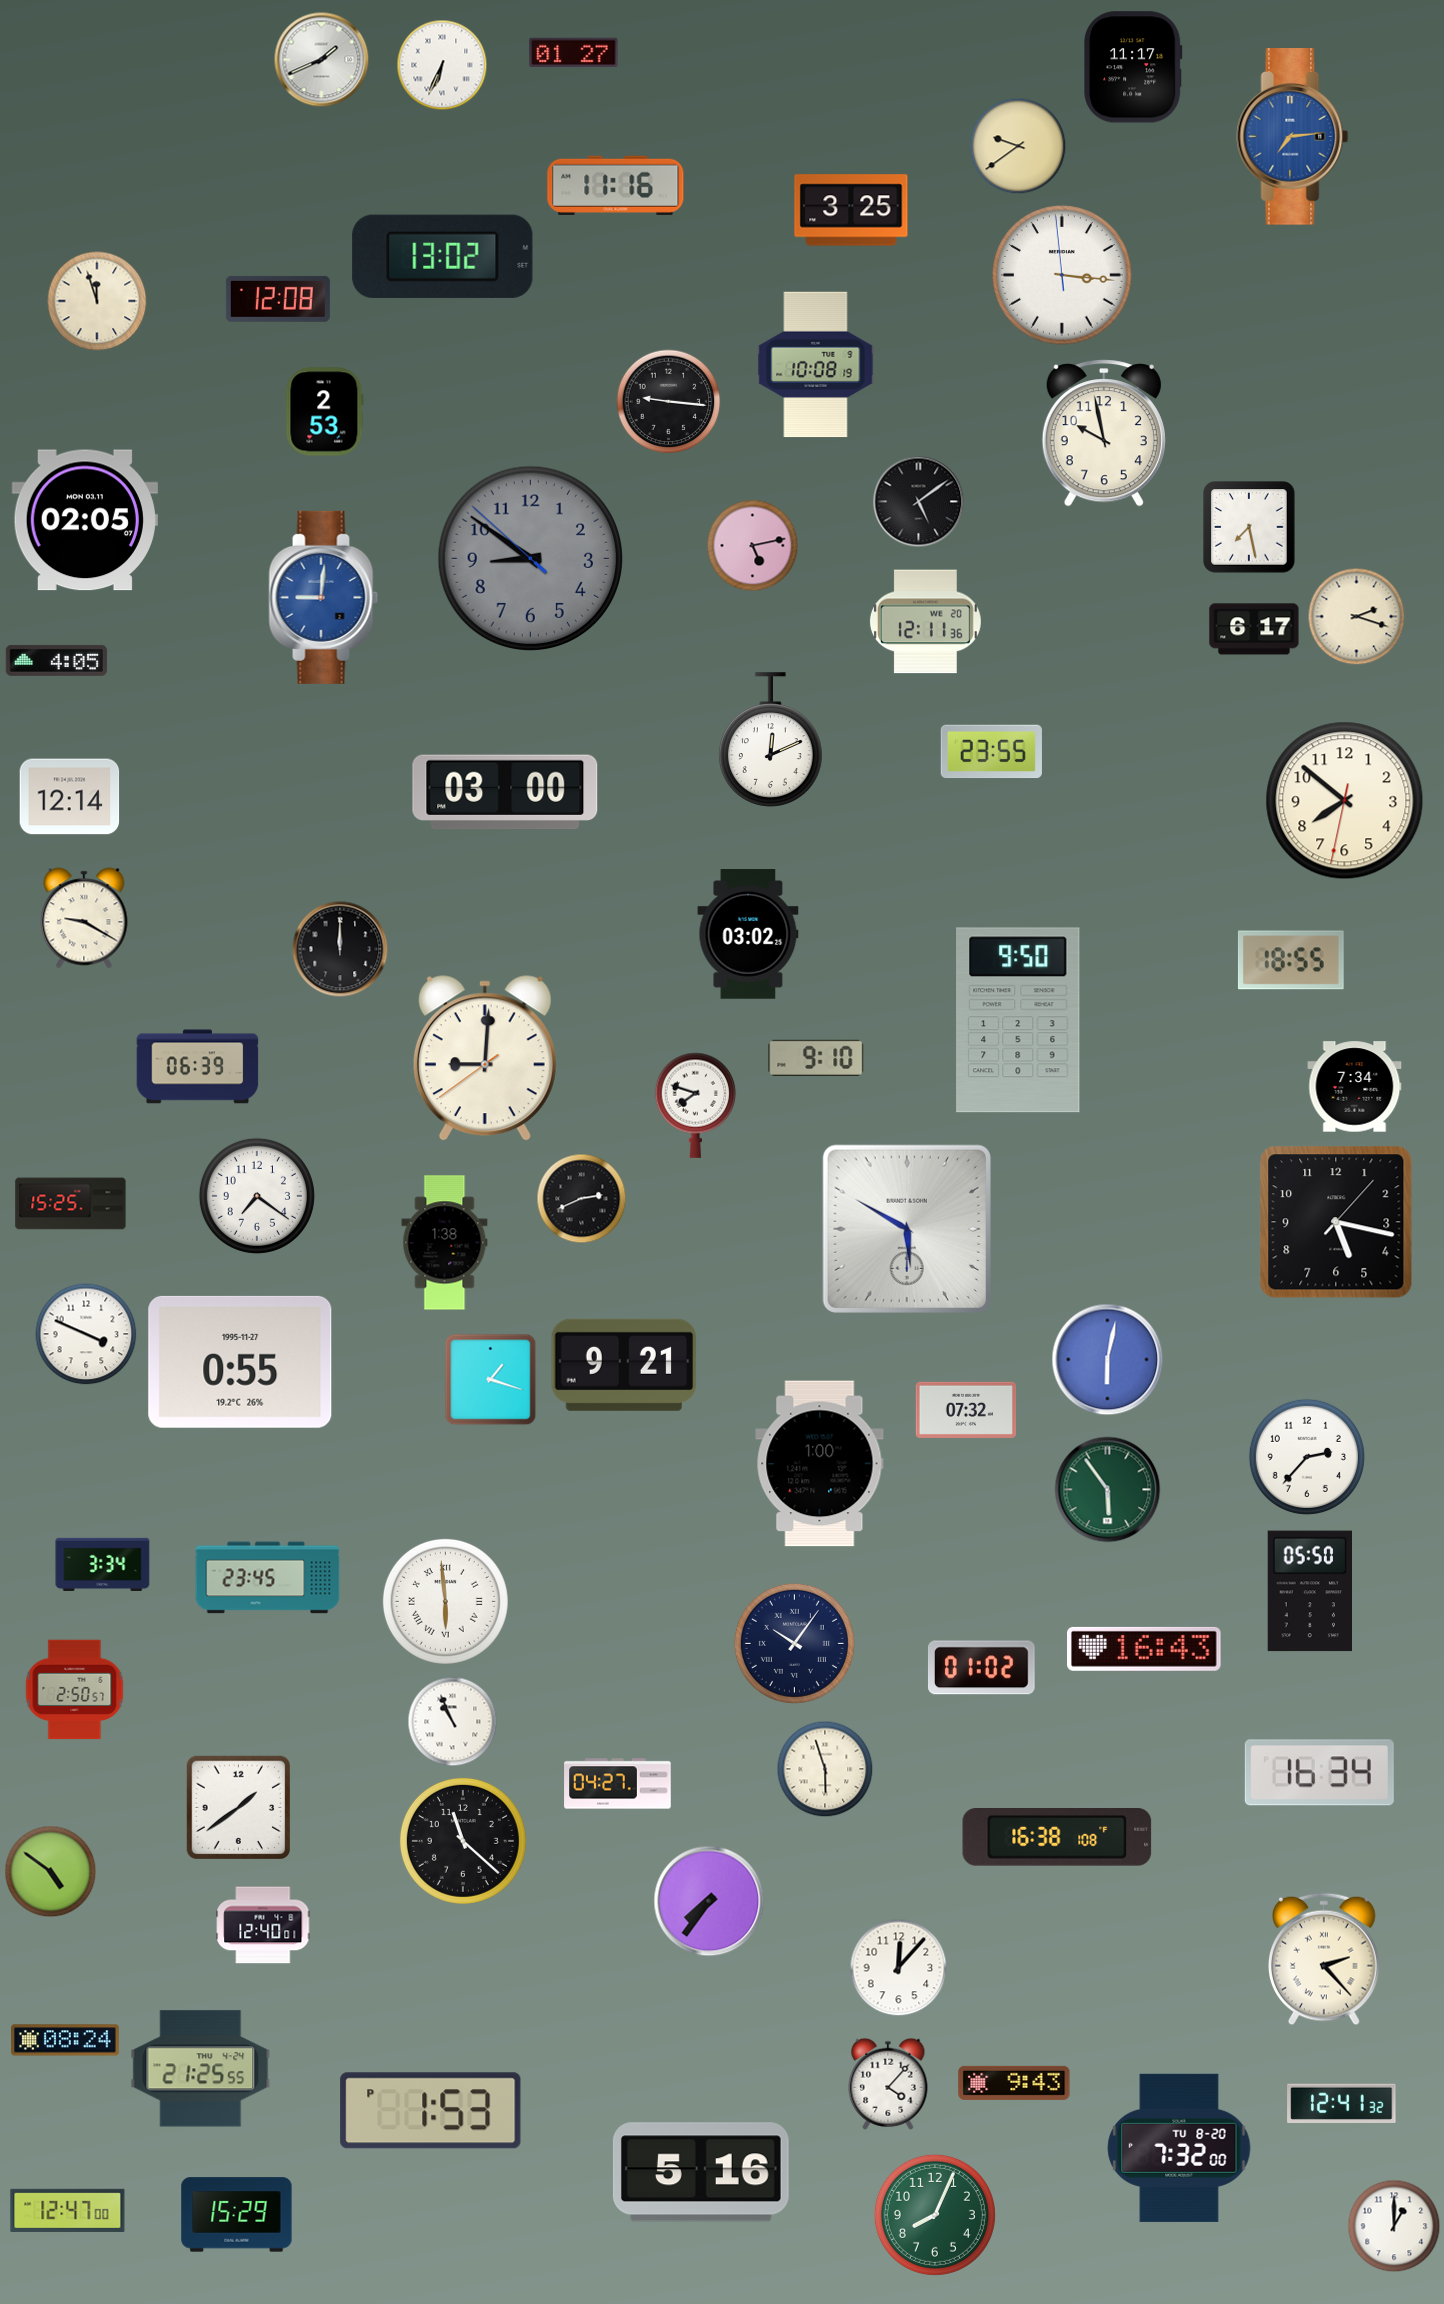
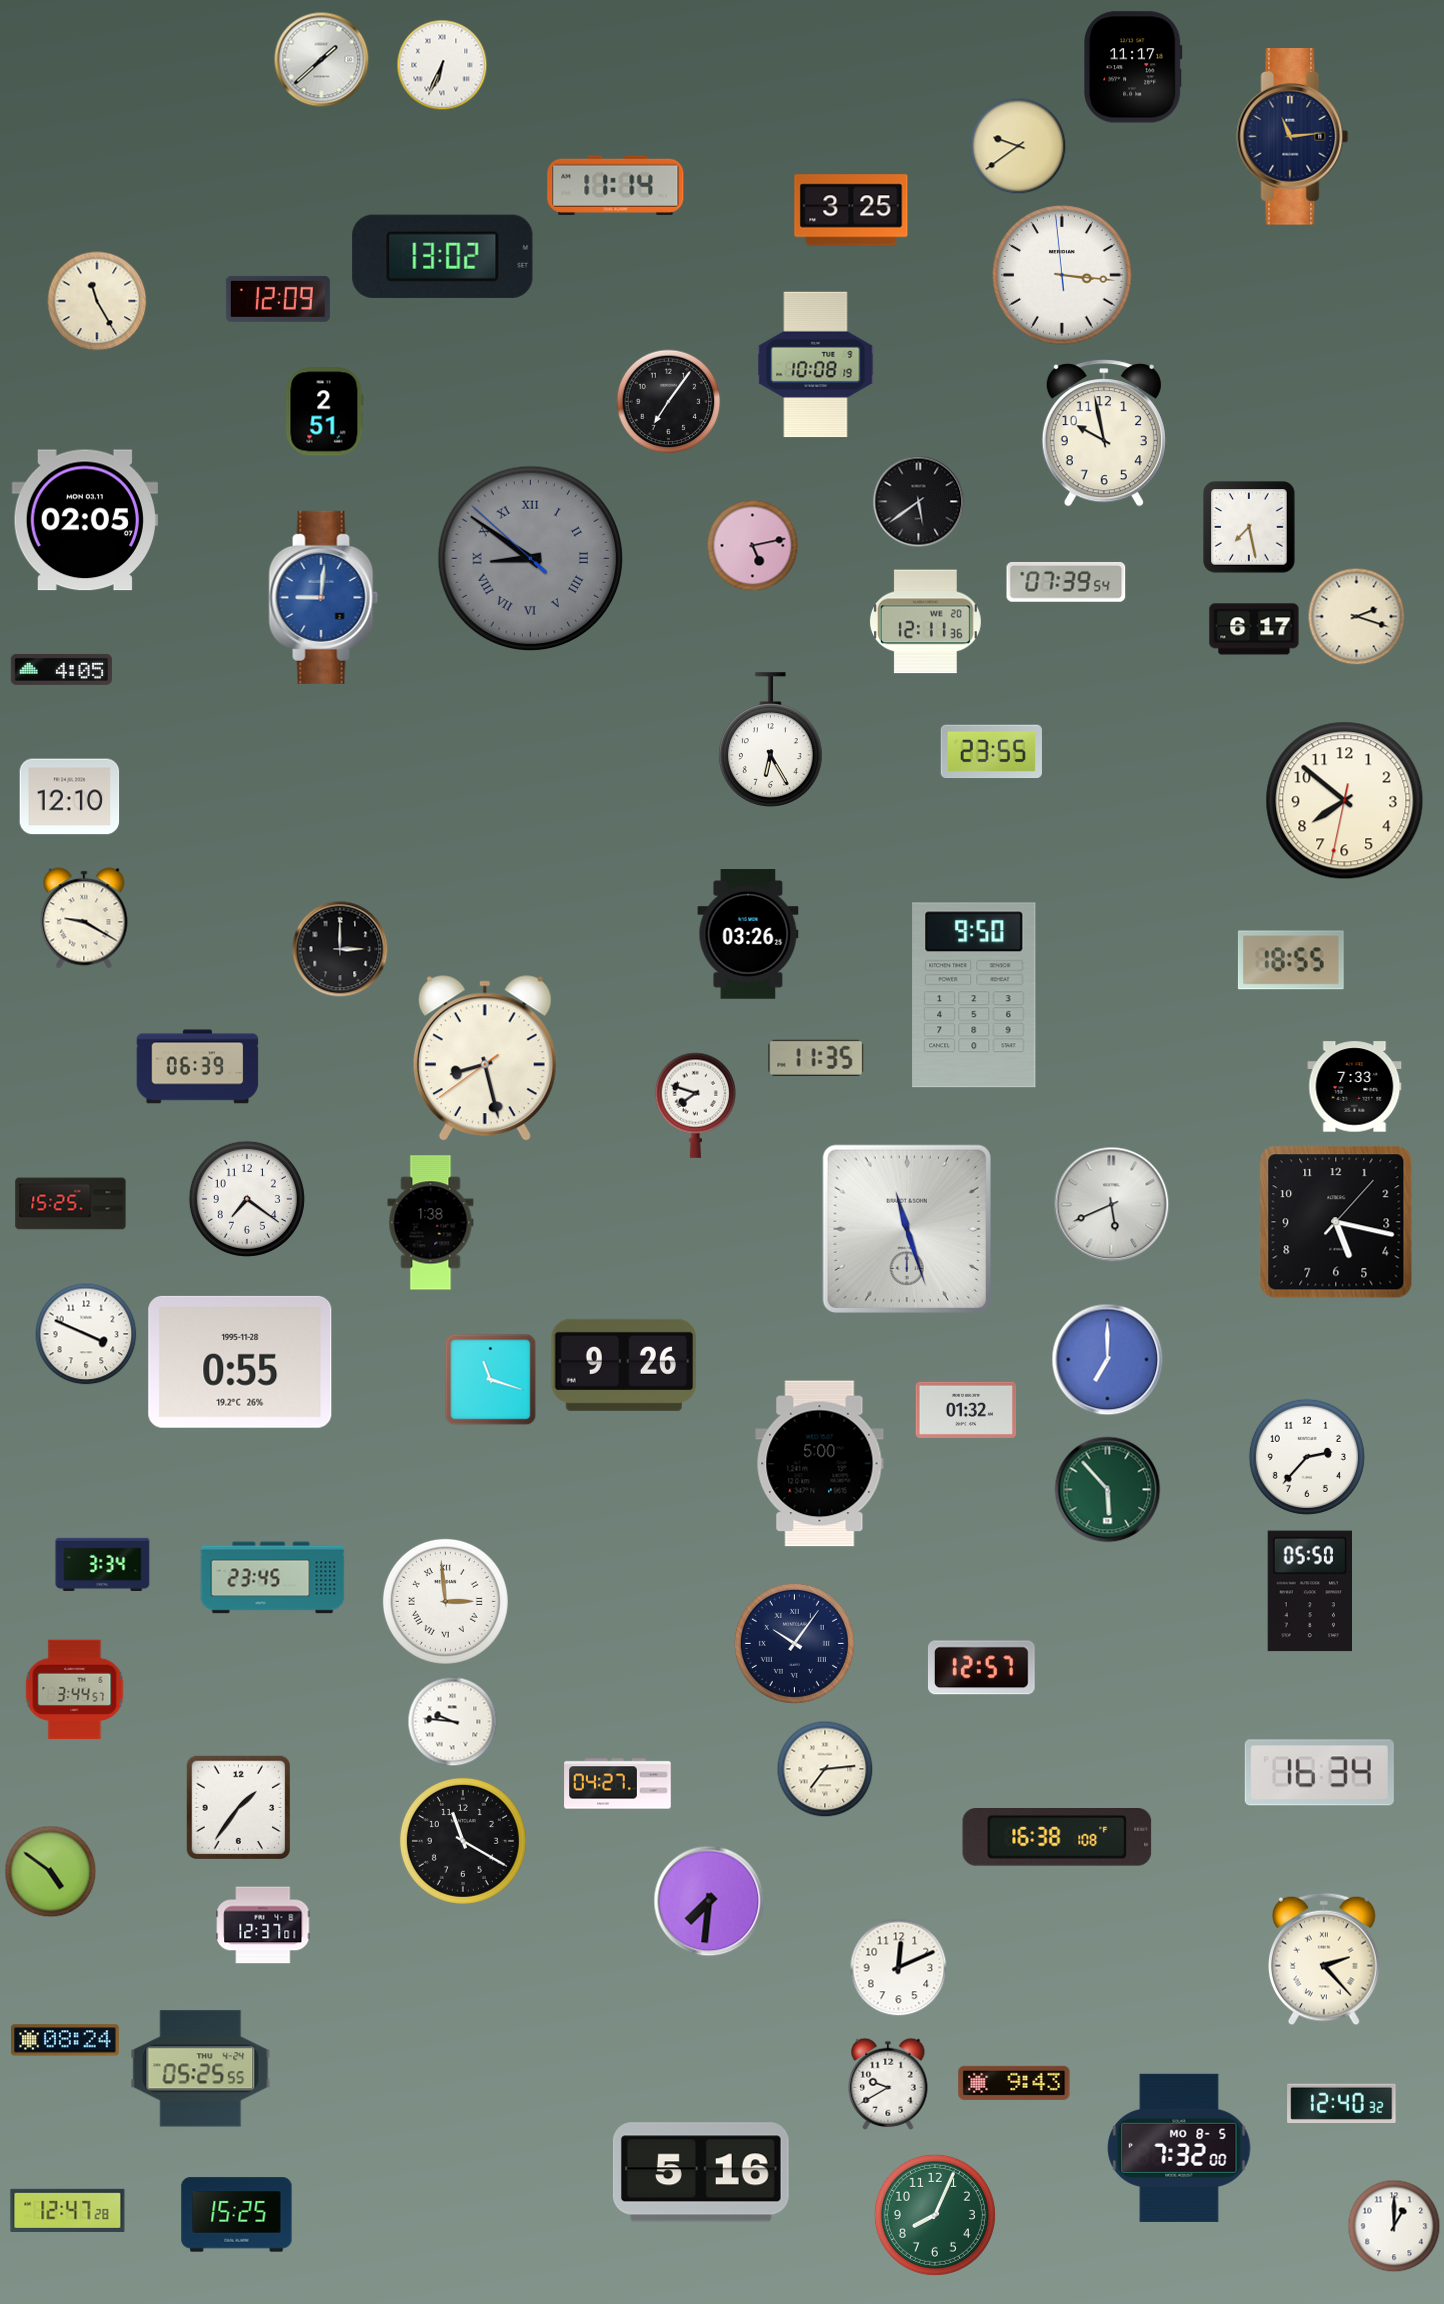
clock at (574, 53): 01:27 -> none
clock at (322, 60): 1:41 -> 1:38
clock at (1293, 137): 7:14 -> 11:14
clock at (1293, 137) dial: blue -> navy
clock at (616, 185): 11:16 -> 11:14
clock at (278, 299): 12:08 -> 12:09
clock at (97, 301): 11:57 -> 11:25
clock at (669, 402): 9:16 -> 7:06
clock at (325, 412): 2:53 -> 2:51
clock at (919, 502): 5:09 -> 5:39
clock at (531, 559) numerals: Arabic -> Roman
clock at (1066, 582): none -> 07:39
clock at (56, 660) position: (56, 660) -> (61, 669)
clock at (770, 740): 12:11 -> 6:25
clock at (505, 792): 03:00 -> none
clock at (70, 797): 12:14 -> 12:10
clock at (748, 934): 03:02 -> 03:26
clock at (340, 949): 12:00 -> 3:00
clock at (1018, 1020) position: (1018, 1020) -> (974, 995)
clock at (816, 1058): 9:10 -> 11:35
clock at (485, 1059): 9:00 -> 8:27
clock at (1355, 1087): 7:34 -> 7:33
clock at (257, 1196) position: (257, 1196) -> (247, 1199)
clock at (582, 1199): 2:41 -> none
clock at (1112, 1205): none -> 5:41
clock at (907, 1229): 5:50 -> 11:27
clock at (445, 1243) position: (445, 1243) -> (431, 1223)
clock at (1108, 1360): 6:02 -> 7:00
clock at (240, 1362) date: 1995-11-27 -> 1995-11-28
clock at (624, 1365): 9:21 -> 9:26
clock at (491, 1380): 1:18 -> 11:18
clock at (966, 1410): 07:32 -> 01:32
clock at (820, 1464): 1:00 -> 5:00
clock at (1108, 1490): 5:54 -> 5:53
clock at (268, 1578) position: (268, 1578) -> (273, 1578)
clock at (445, 1601): 5:59 -> 2:59
clock at (1145, 1649): 16:43 -> none
clock at (981, 1668): 01:02 -> 12:57
clock at (75, 1690): 2:50 -> 3:44
clock at (453, 1722): 10:56 -> 9:46
clock at (825, 1769): 5:57 -> 7:14
clock at (238, 1807): 1:39 -> 1:36
clock at (463, 1841): 11:22 -> 11:20
clock at (709, 1901): 7:36 -> 7:31
clock at (263, 1925): 12:40 -> 12:37
clock at (899, 1968): 12:07 -> 12:11
clock at (201, 2069): 21:25 -> 05:25
clock at (888, 2084): 4:07 -> 9:40
clock at (1342, 2103): 12:41 -> 12:40
clock at (431, 2111): 1:53 -> none
clock at (1179, 2148) date: TU 8-20 -> MO 8-5
clock at (68, 2210): 12:47:00 -> 12:47:28
clock at (237, 2215): 15:29 -> 15:25
